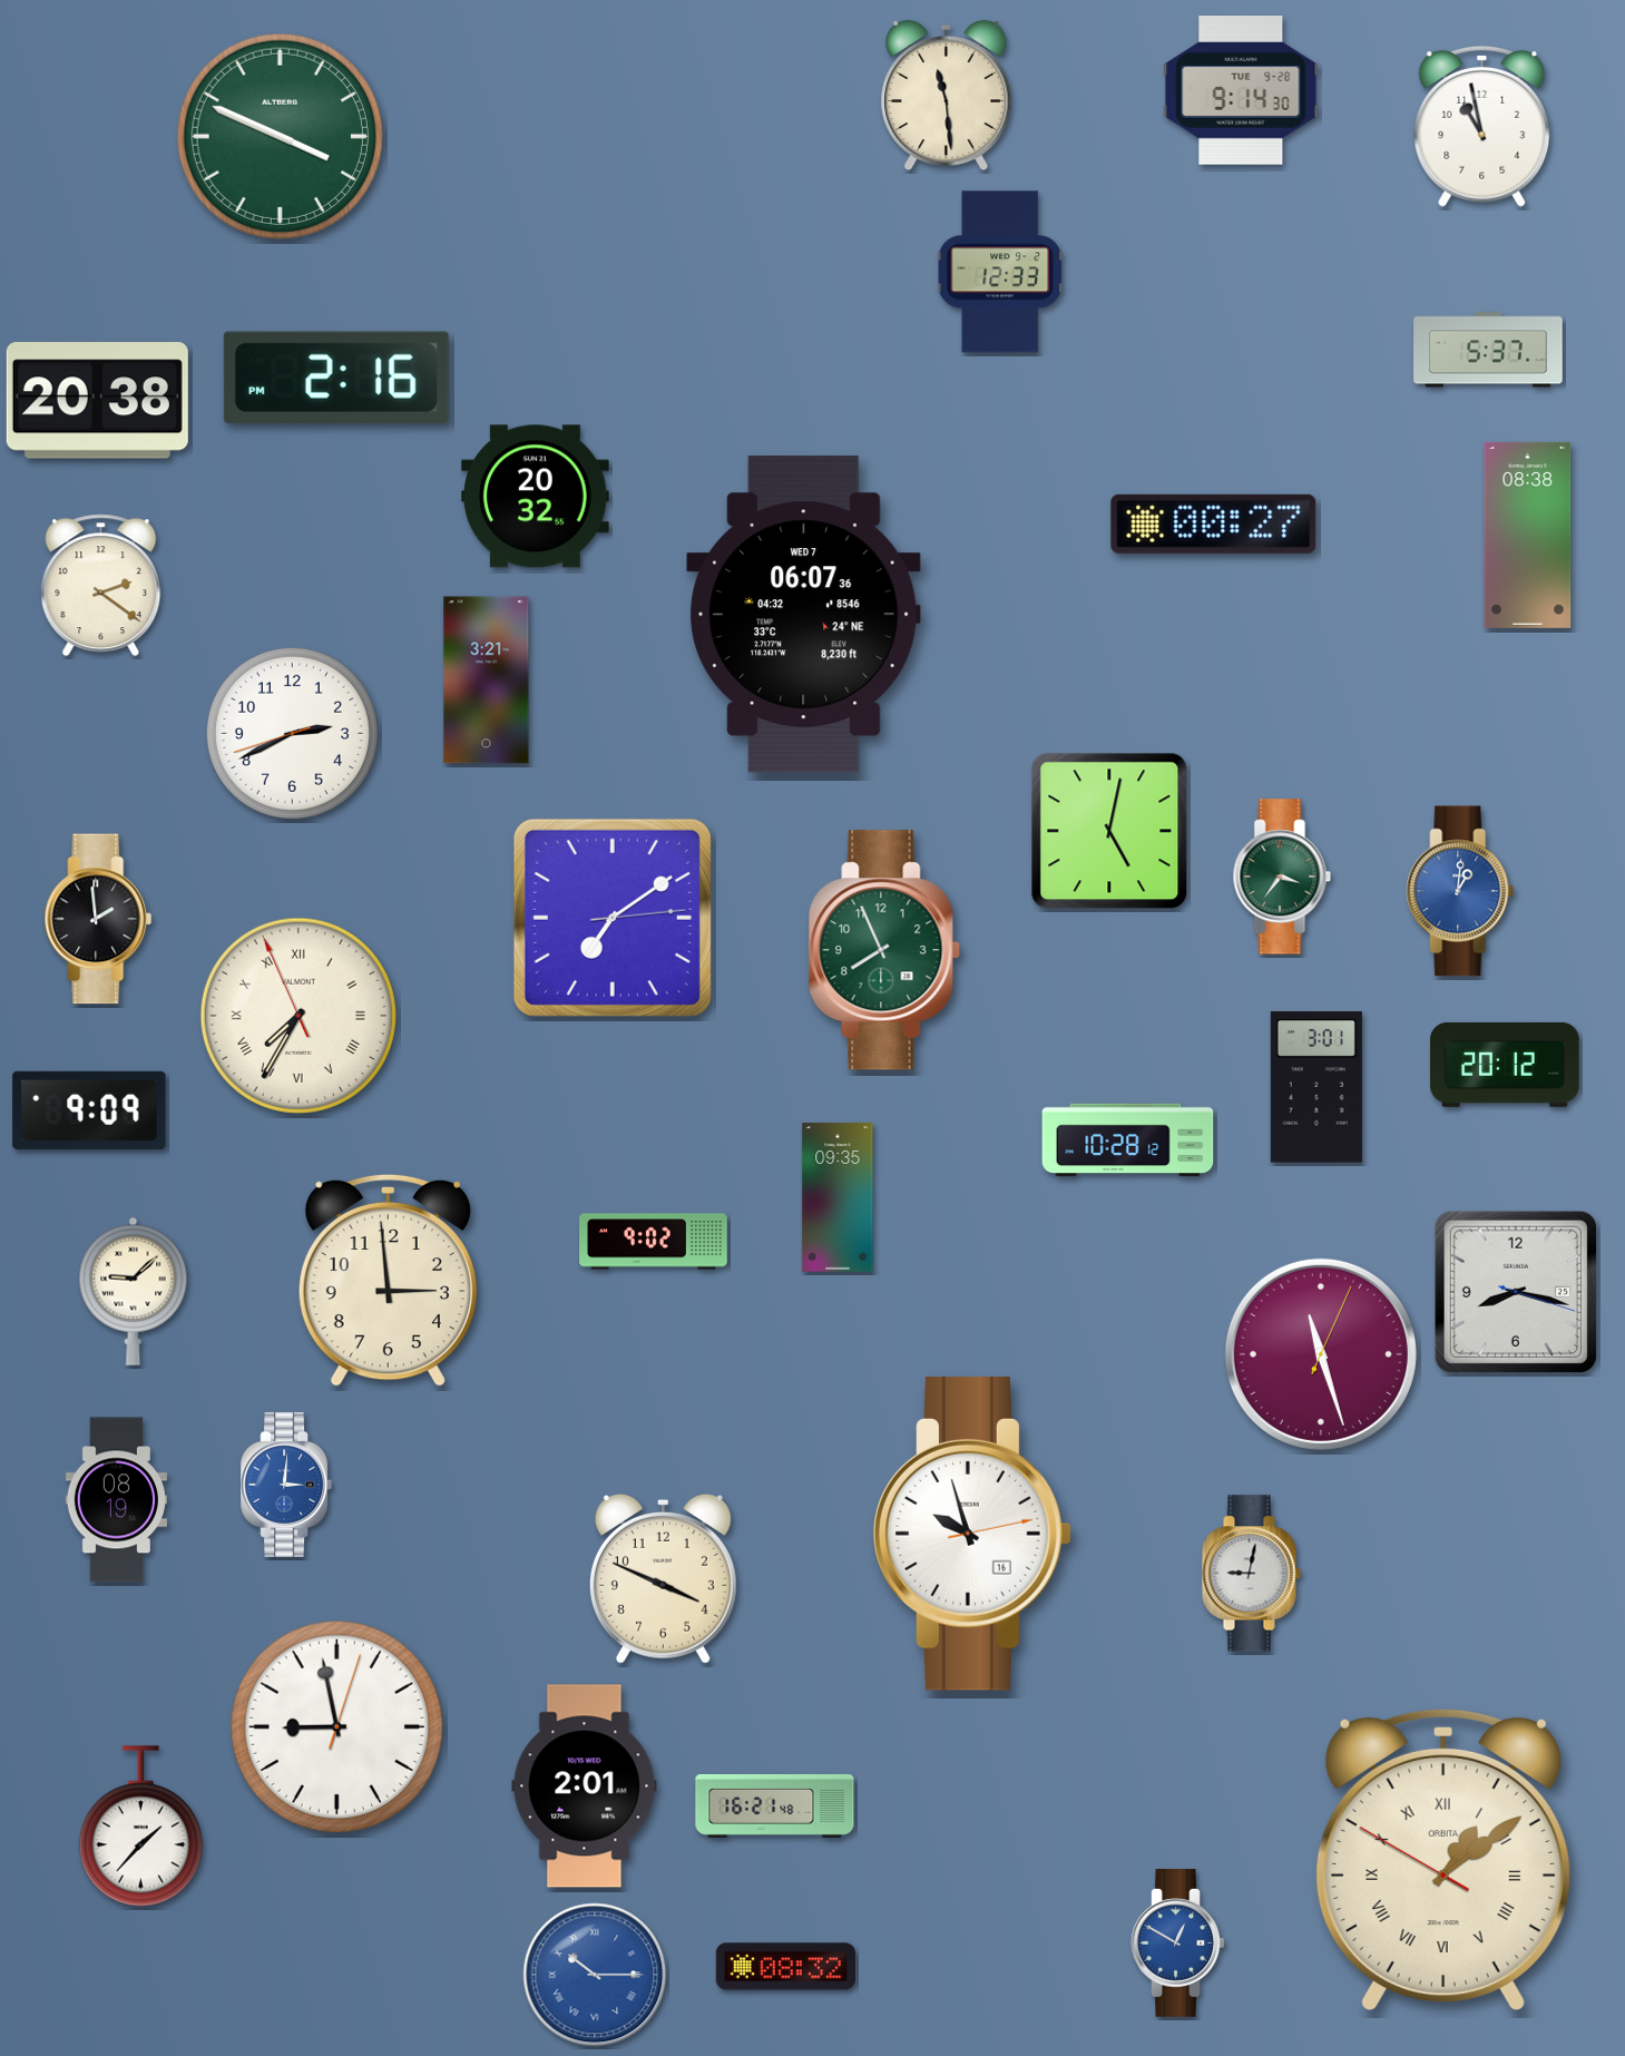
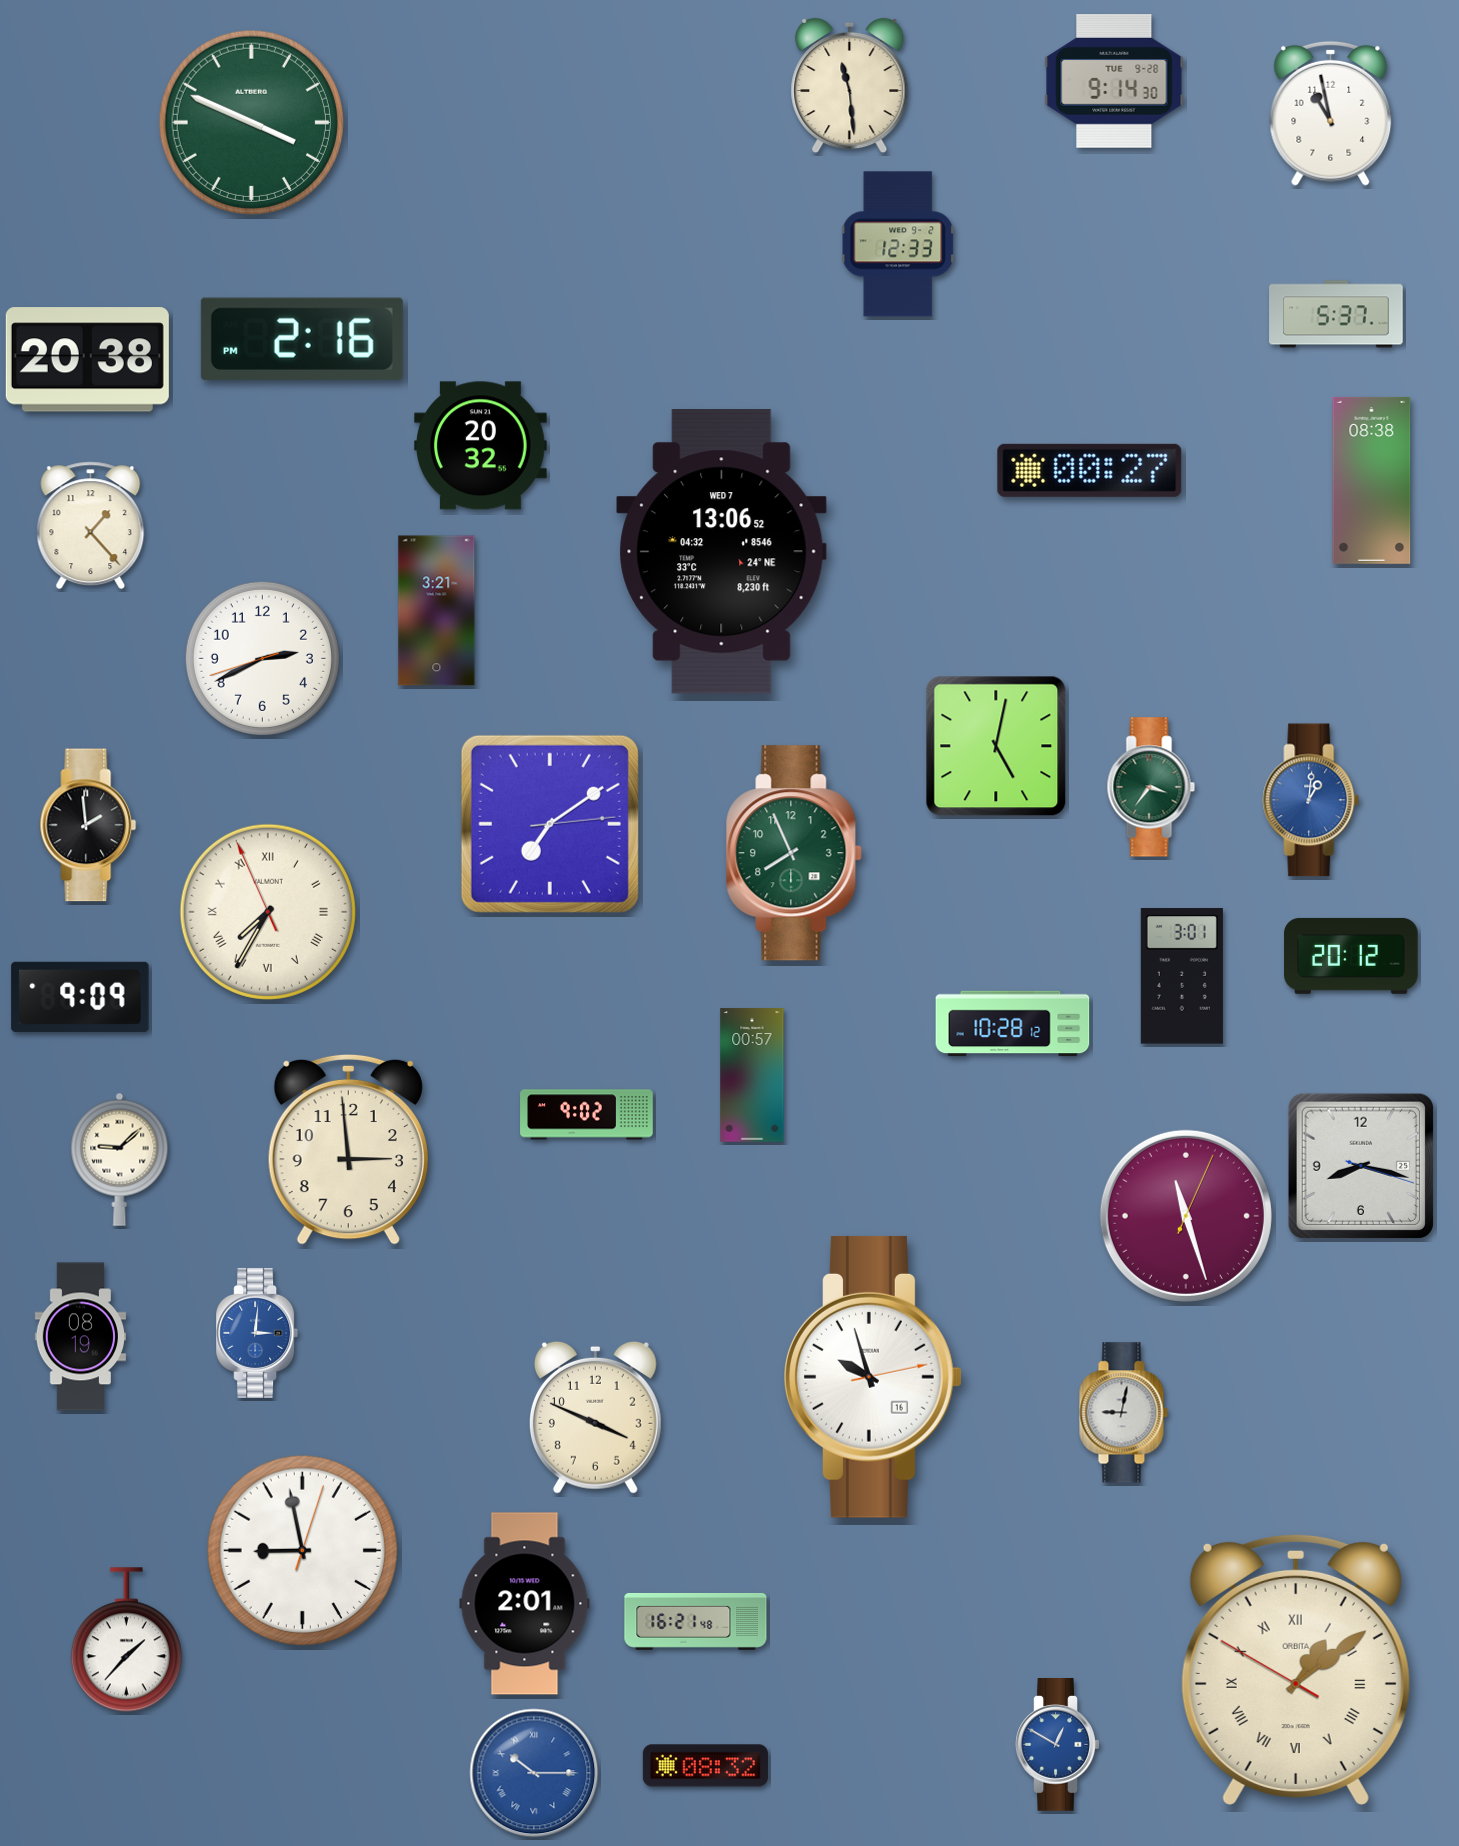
clock at (101, 586): 2:21 -> 1:23
clock at (804, 615): 06:07 -> 13:06
clock at (838, 1197): 09:35 -> 00:57
clock at (1516, 1292) position: (1516, 1292) -> (1361, 1166)
clock at (116, 1500) position: (116, 1500) -> (80, 1337)
